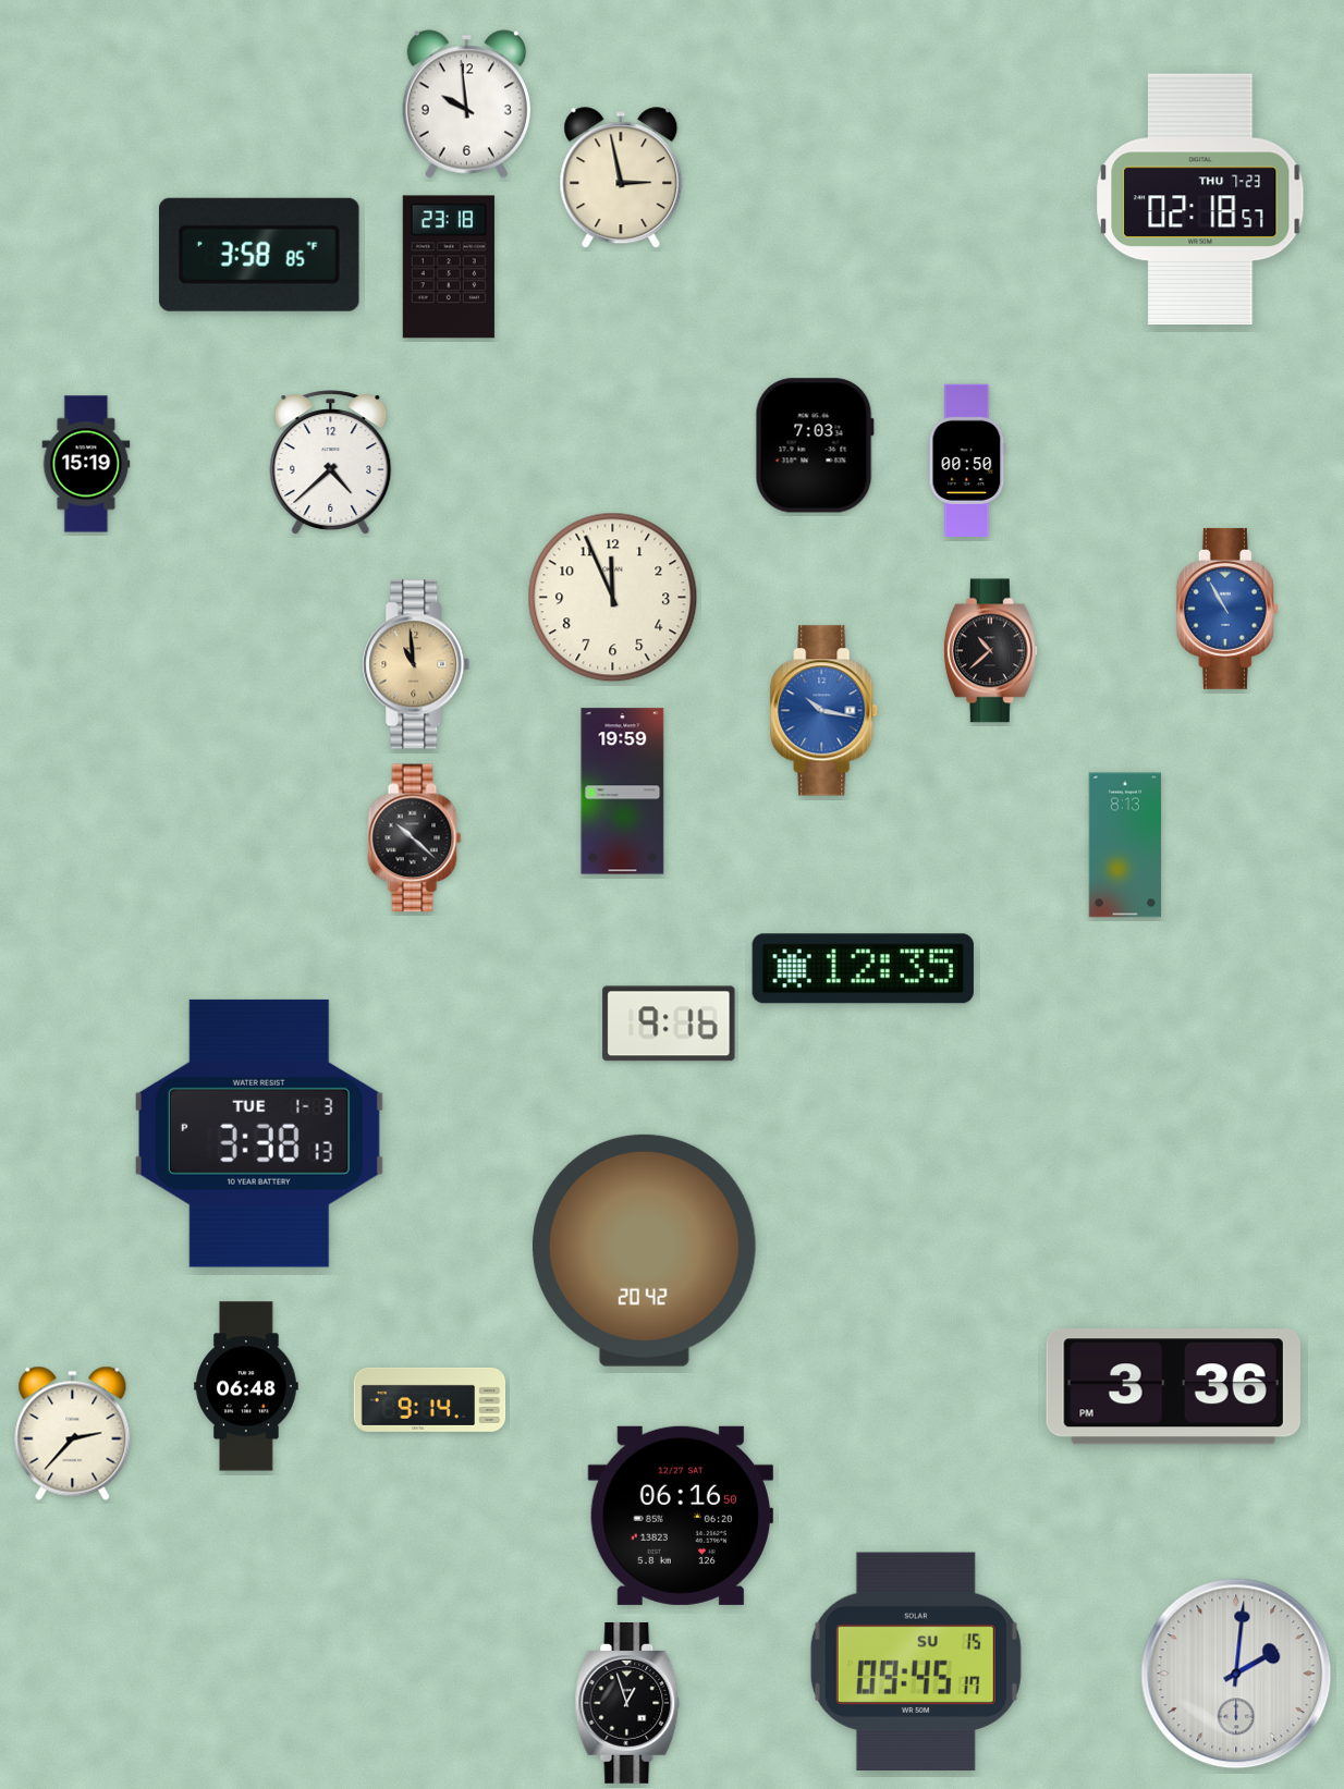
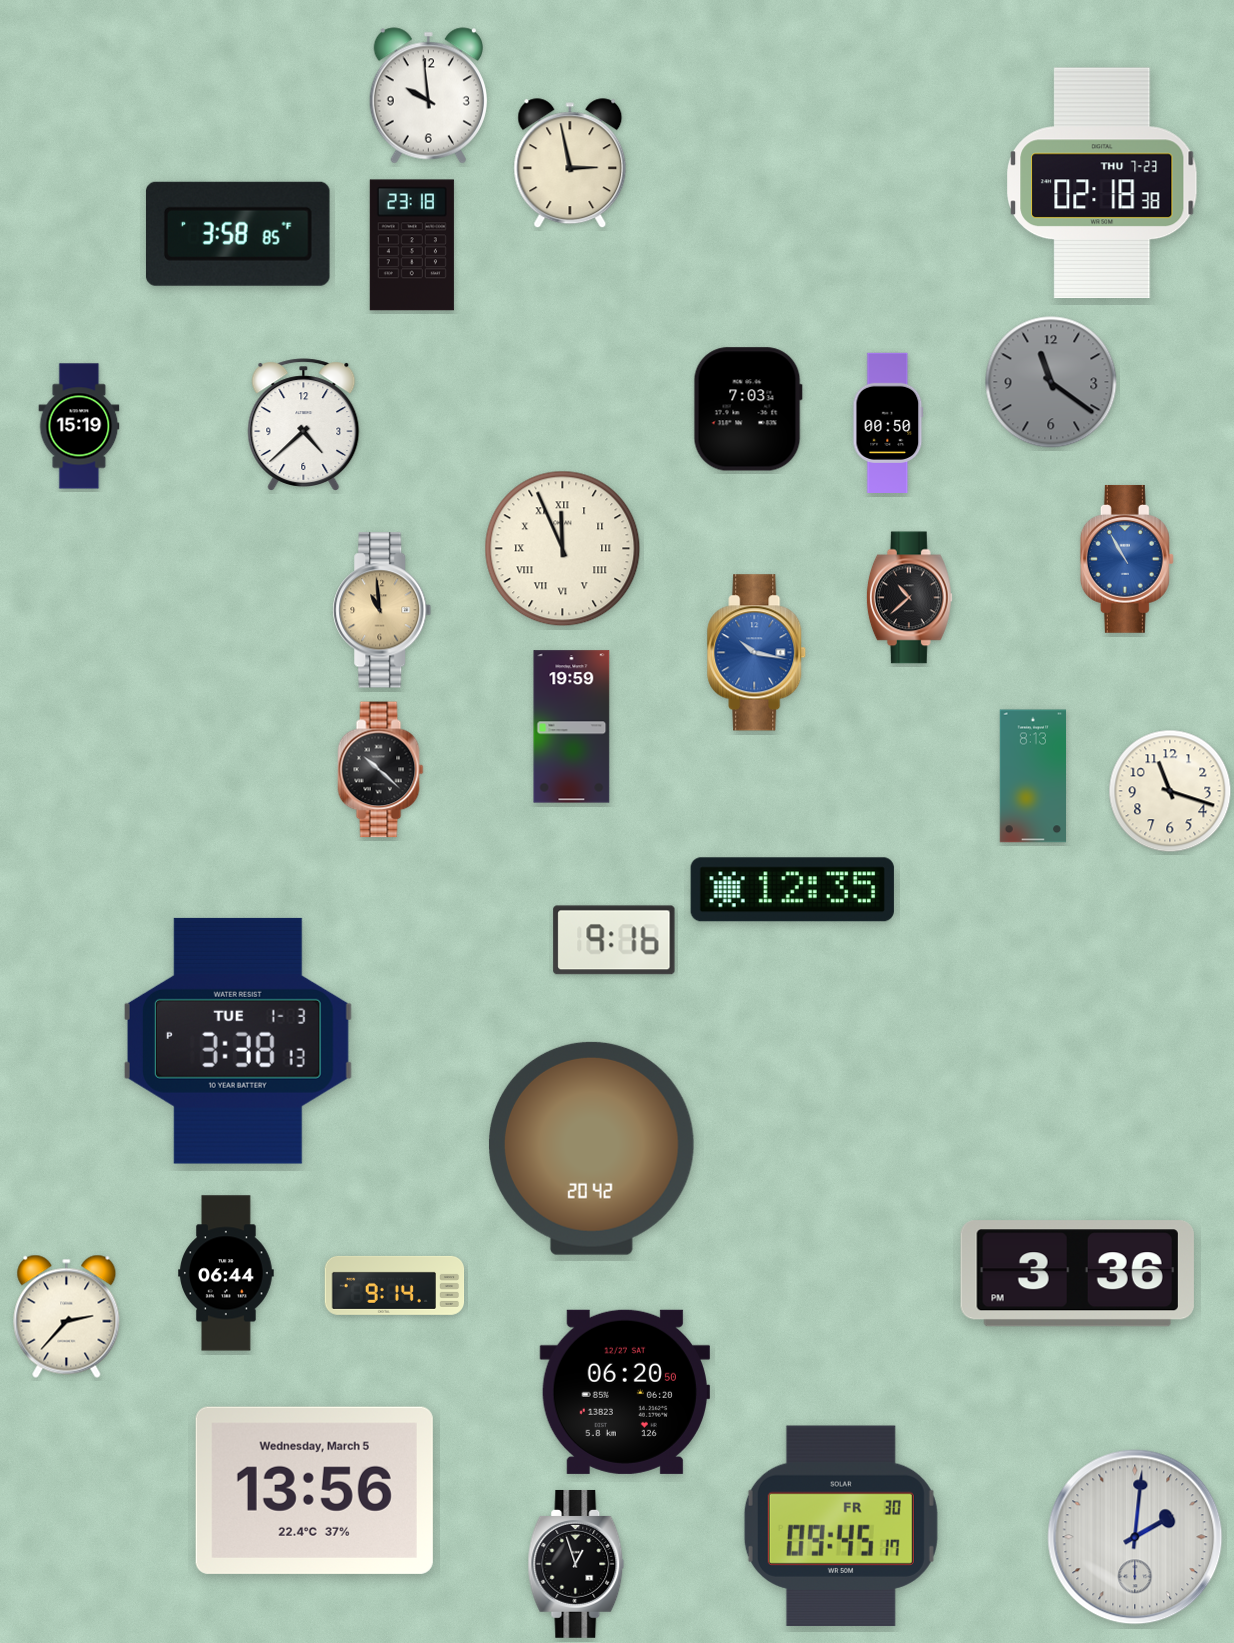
clock at (1200, 199): 02:18:57 -> 02:18:38
clock at (1051, 382): none -> 11:21
clock at (613, 598) numerals: Arabic -> Roman
clock at (1170, 791): none -> 11:18
clock at (246, 1386): 06:48 -> 06:44
clock at (681, 1516): 06:16 -> 06:20
clock at (314, 1490): none -> 13:56
clock at (916, 1661) date: SU 15 -> FR 30
